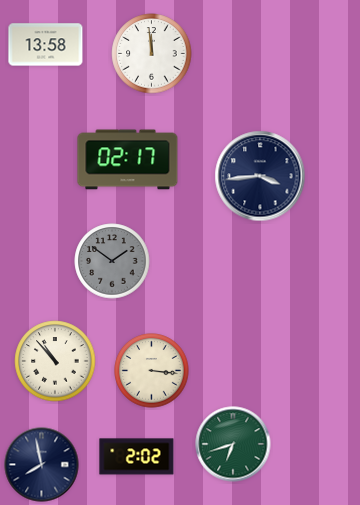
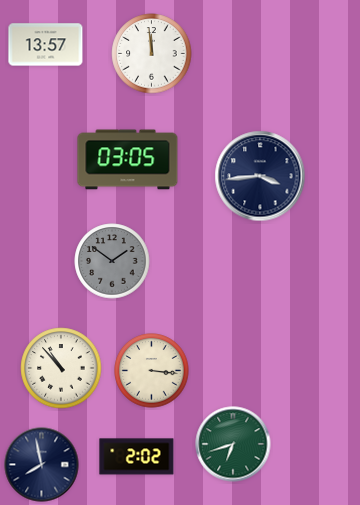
clock at (46, 45): 13:58 -> 13:57
clock at (128, 160): 02:17 -> 03:05
clock at (55, 361) position: (55, 361) -> (61, 368)
